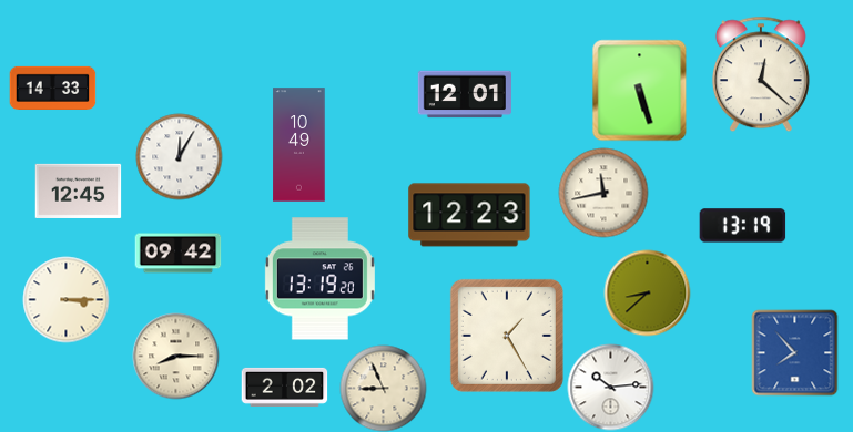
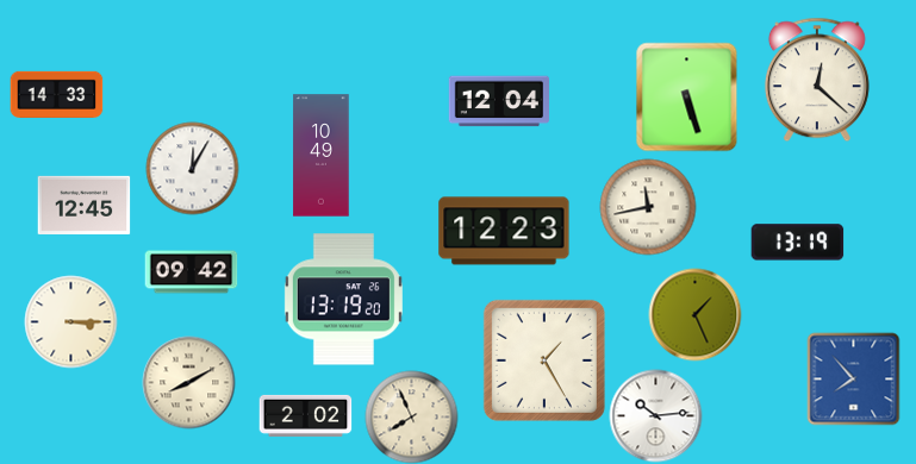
clock at (464, 94): 12:01 -> 12:04
clock at (647, 292): 8:38 -> 1:26
clock at (175, 356): 8:15 -> 8:10
clock at (383, 388): 8:56 -> 7:56
